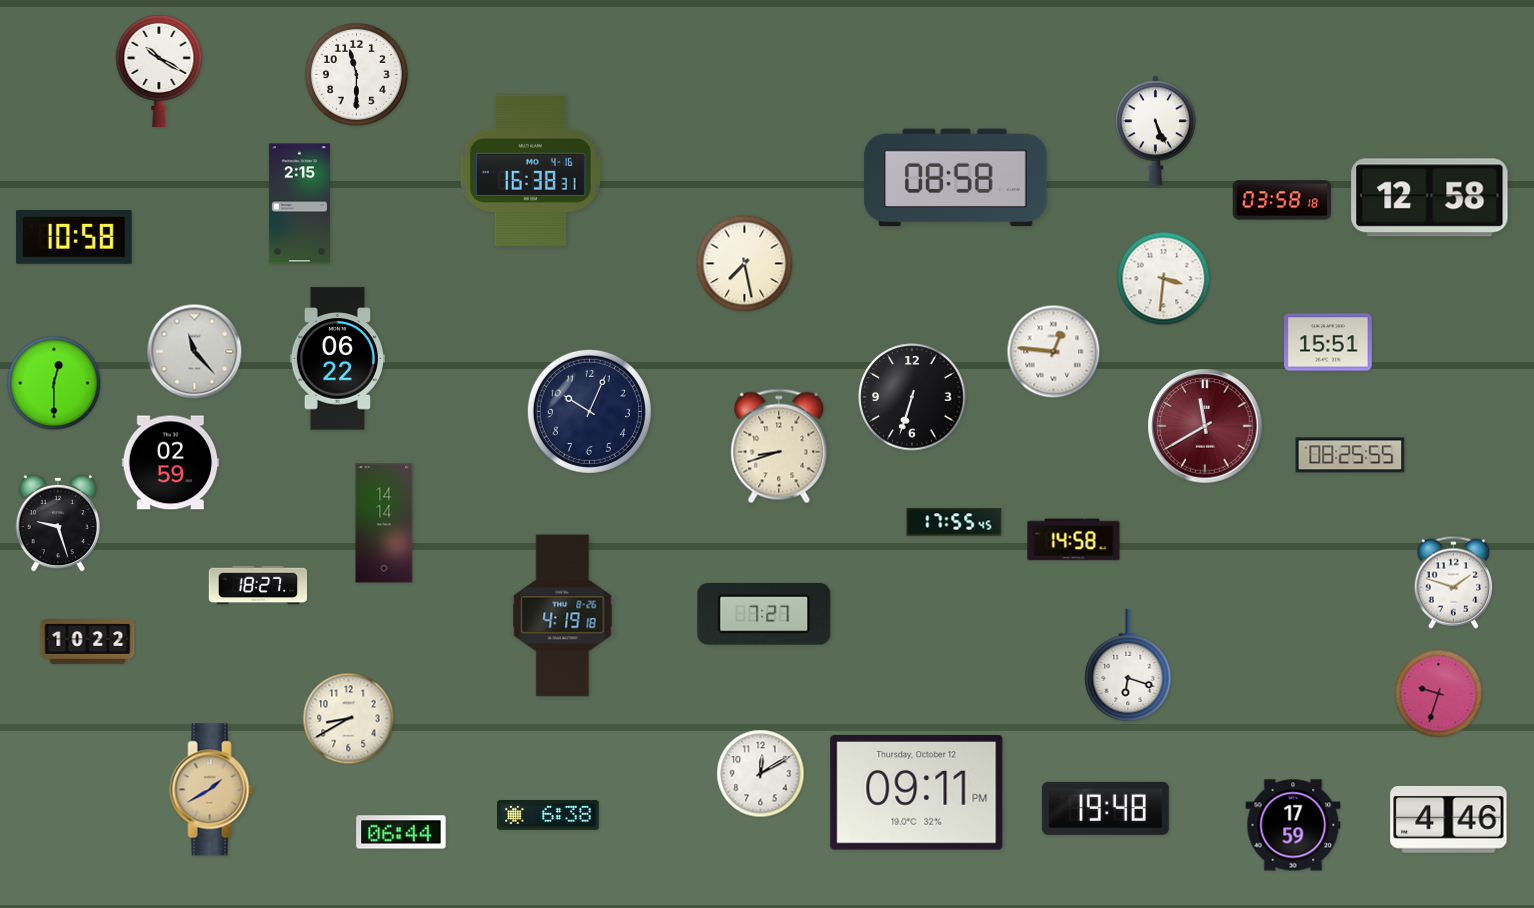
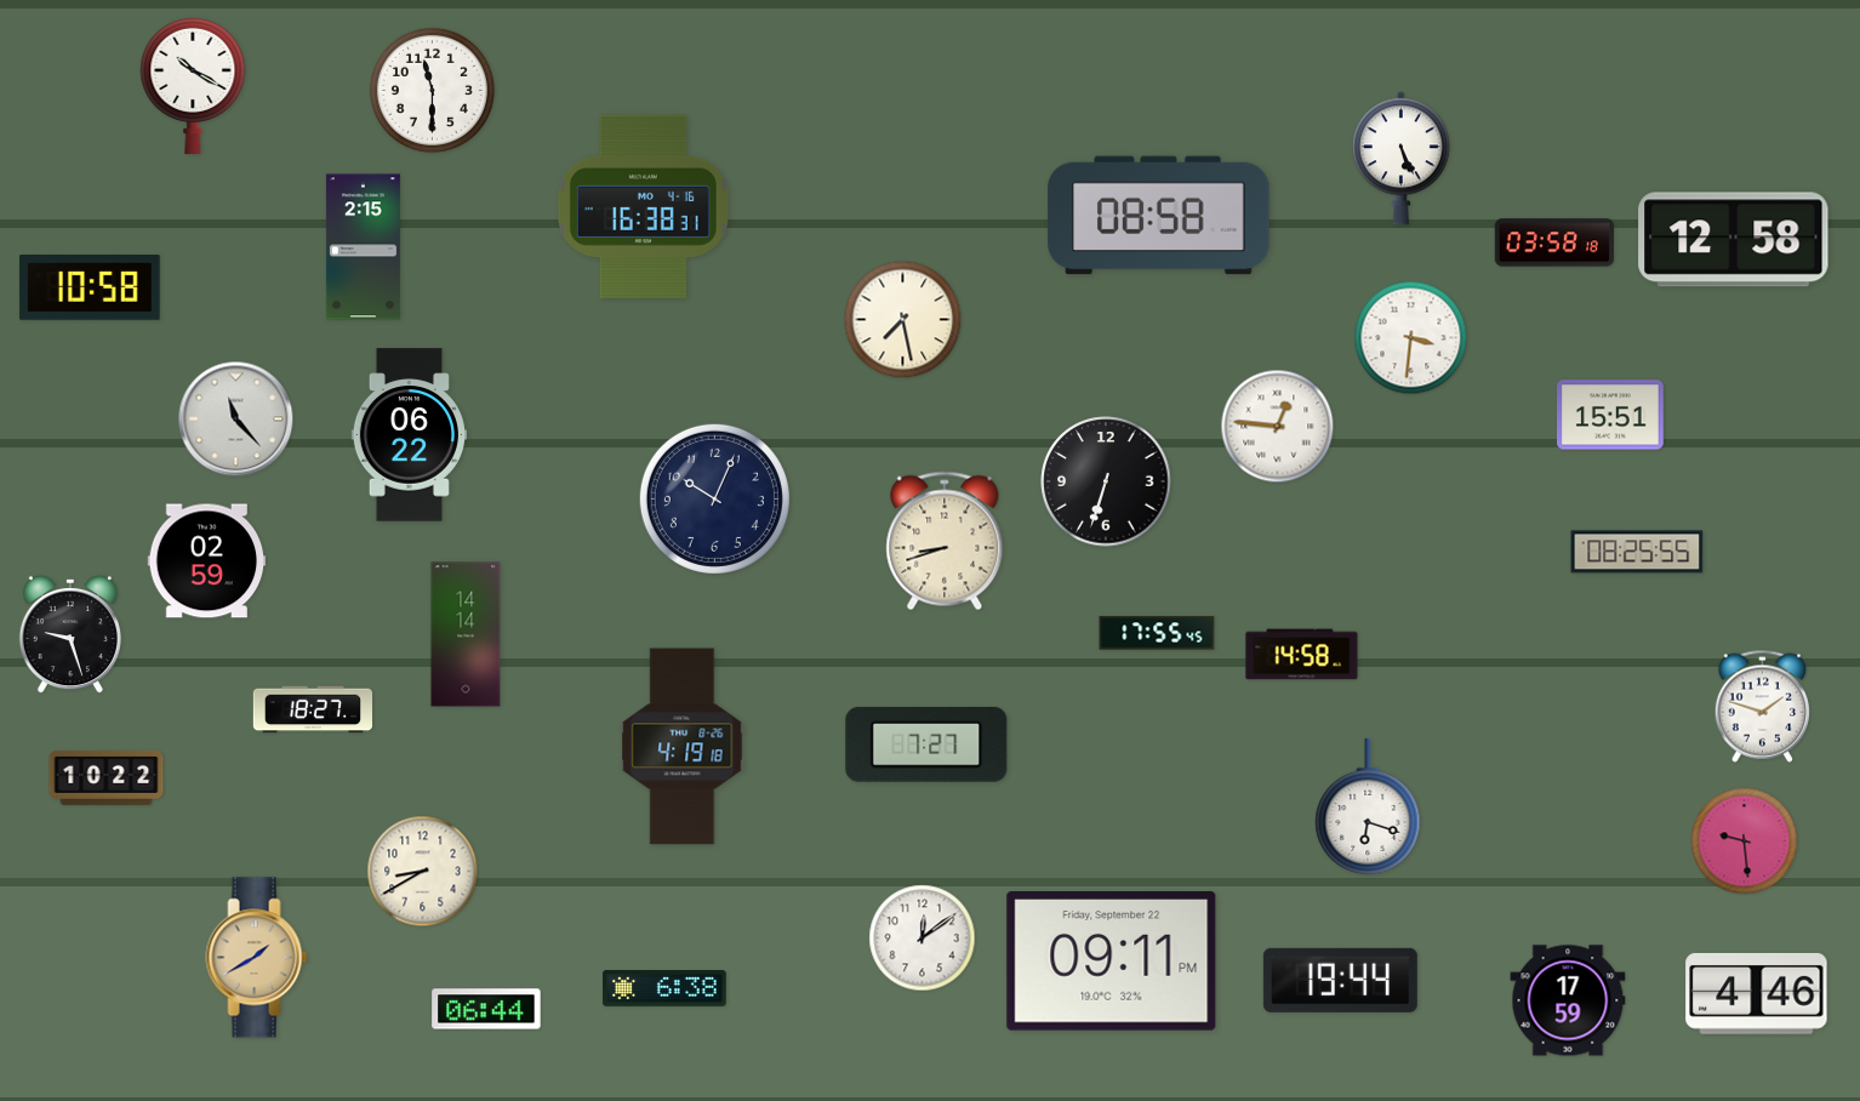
clock at (195, 352) position: (195, 352) -> (236, 420)
clock at (54, 383): 12:30 -> none
clock at (1205, 426): 11:40 -> none
clock at (1439, 694): 9:33 -> 9:29
clock at (761, 774): 12:10 -> 12:09
clock at (917, 793) date: Thursday, October 12 -> Friday, September 22
clock at (1105, 808): 19:48 -> 19:44
